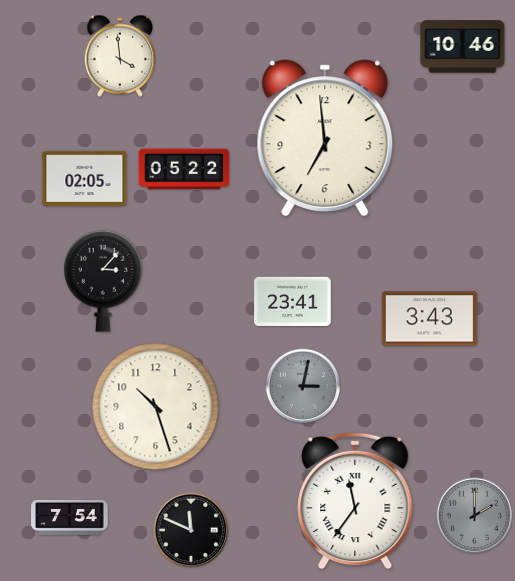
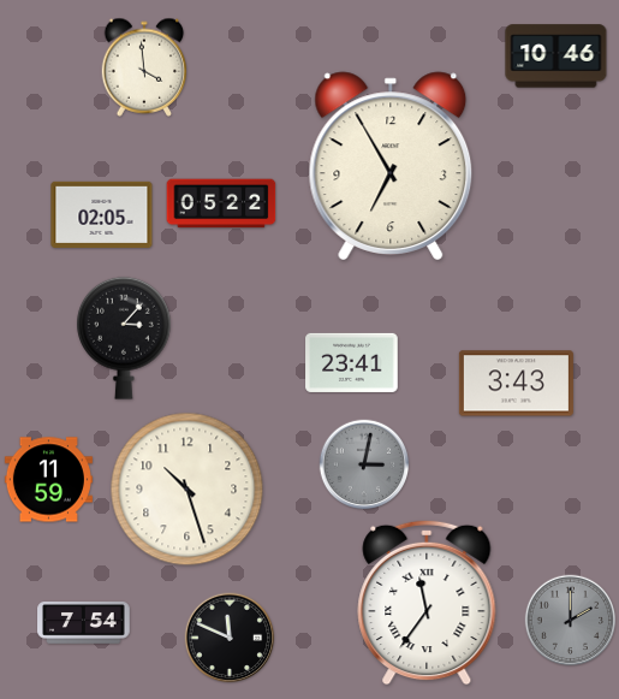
clock at (325, 138): 6:59 -> 6:55
clock at (48, 480): none -> 11:59
